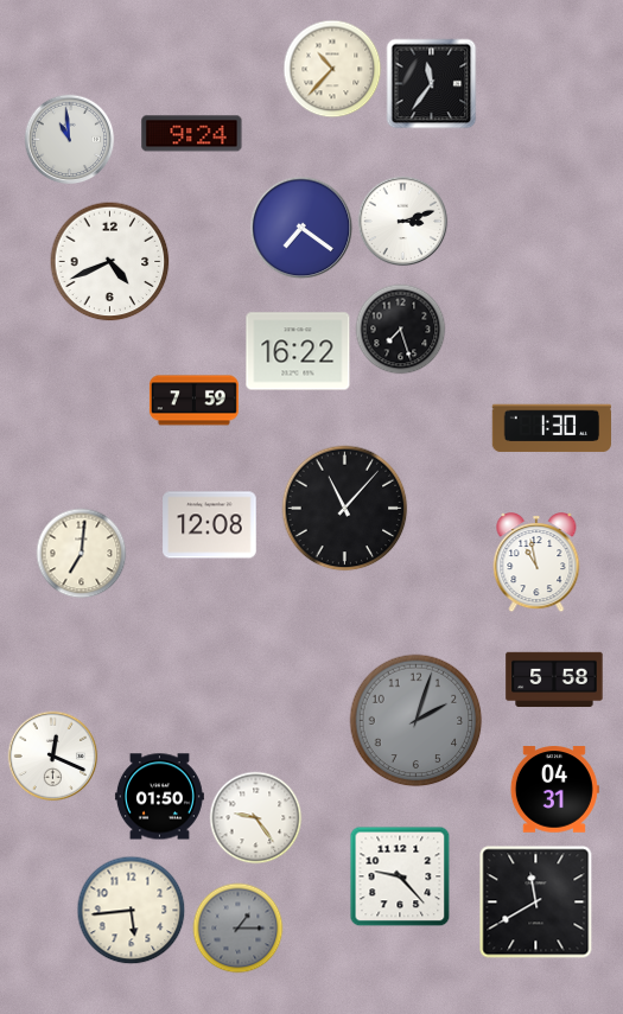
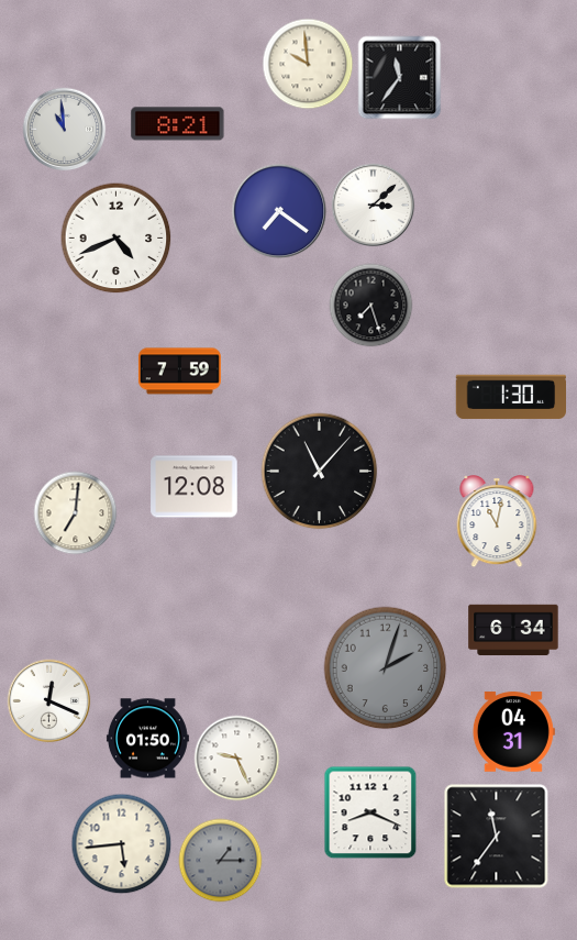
clock at (332, 69): 10:37 -> 9:59
clock at (192, 134): 9:24 -> 8:21
clock at (403, 222): 3:12 -> 3:08
clock at (110, 262) position: (110, 262) -> (116, 239)
clock at (298, 351): 16:22 -> none
clock at (536, 563): 10:58 -> 11:02
clock at (554, 680): 5:58 -> 6:34
clock at (256, 818): 9:24 -> 9:26
clock at (400, 876): 9:23 -> 8:19
clock at (536, 903): 11:40 -> 11:36
